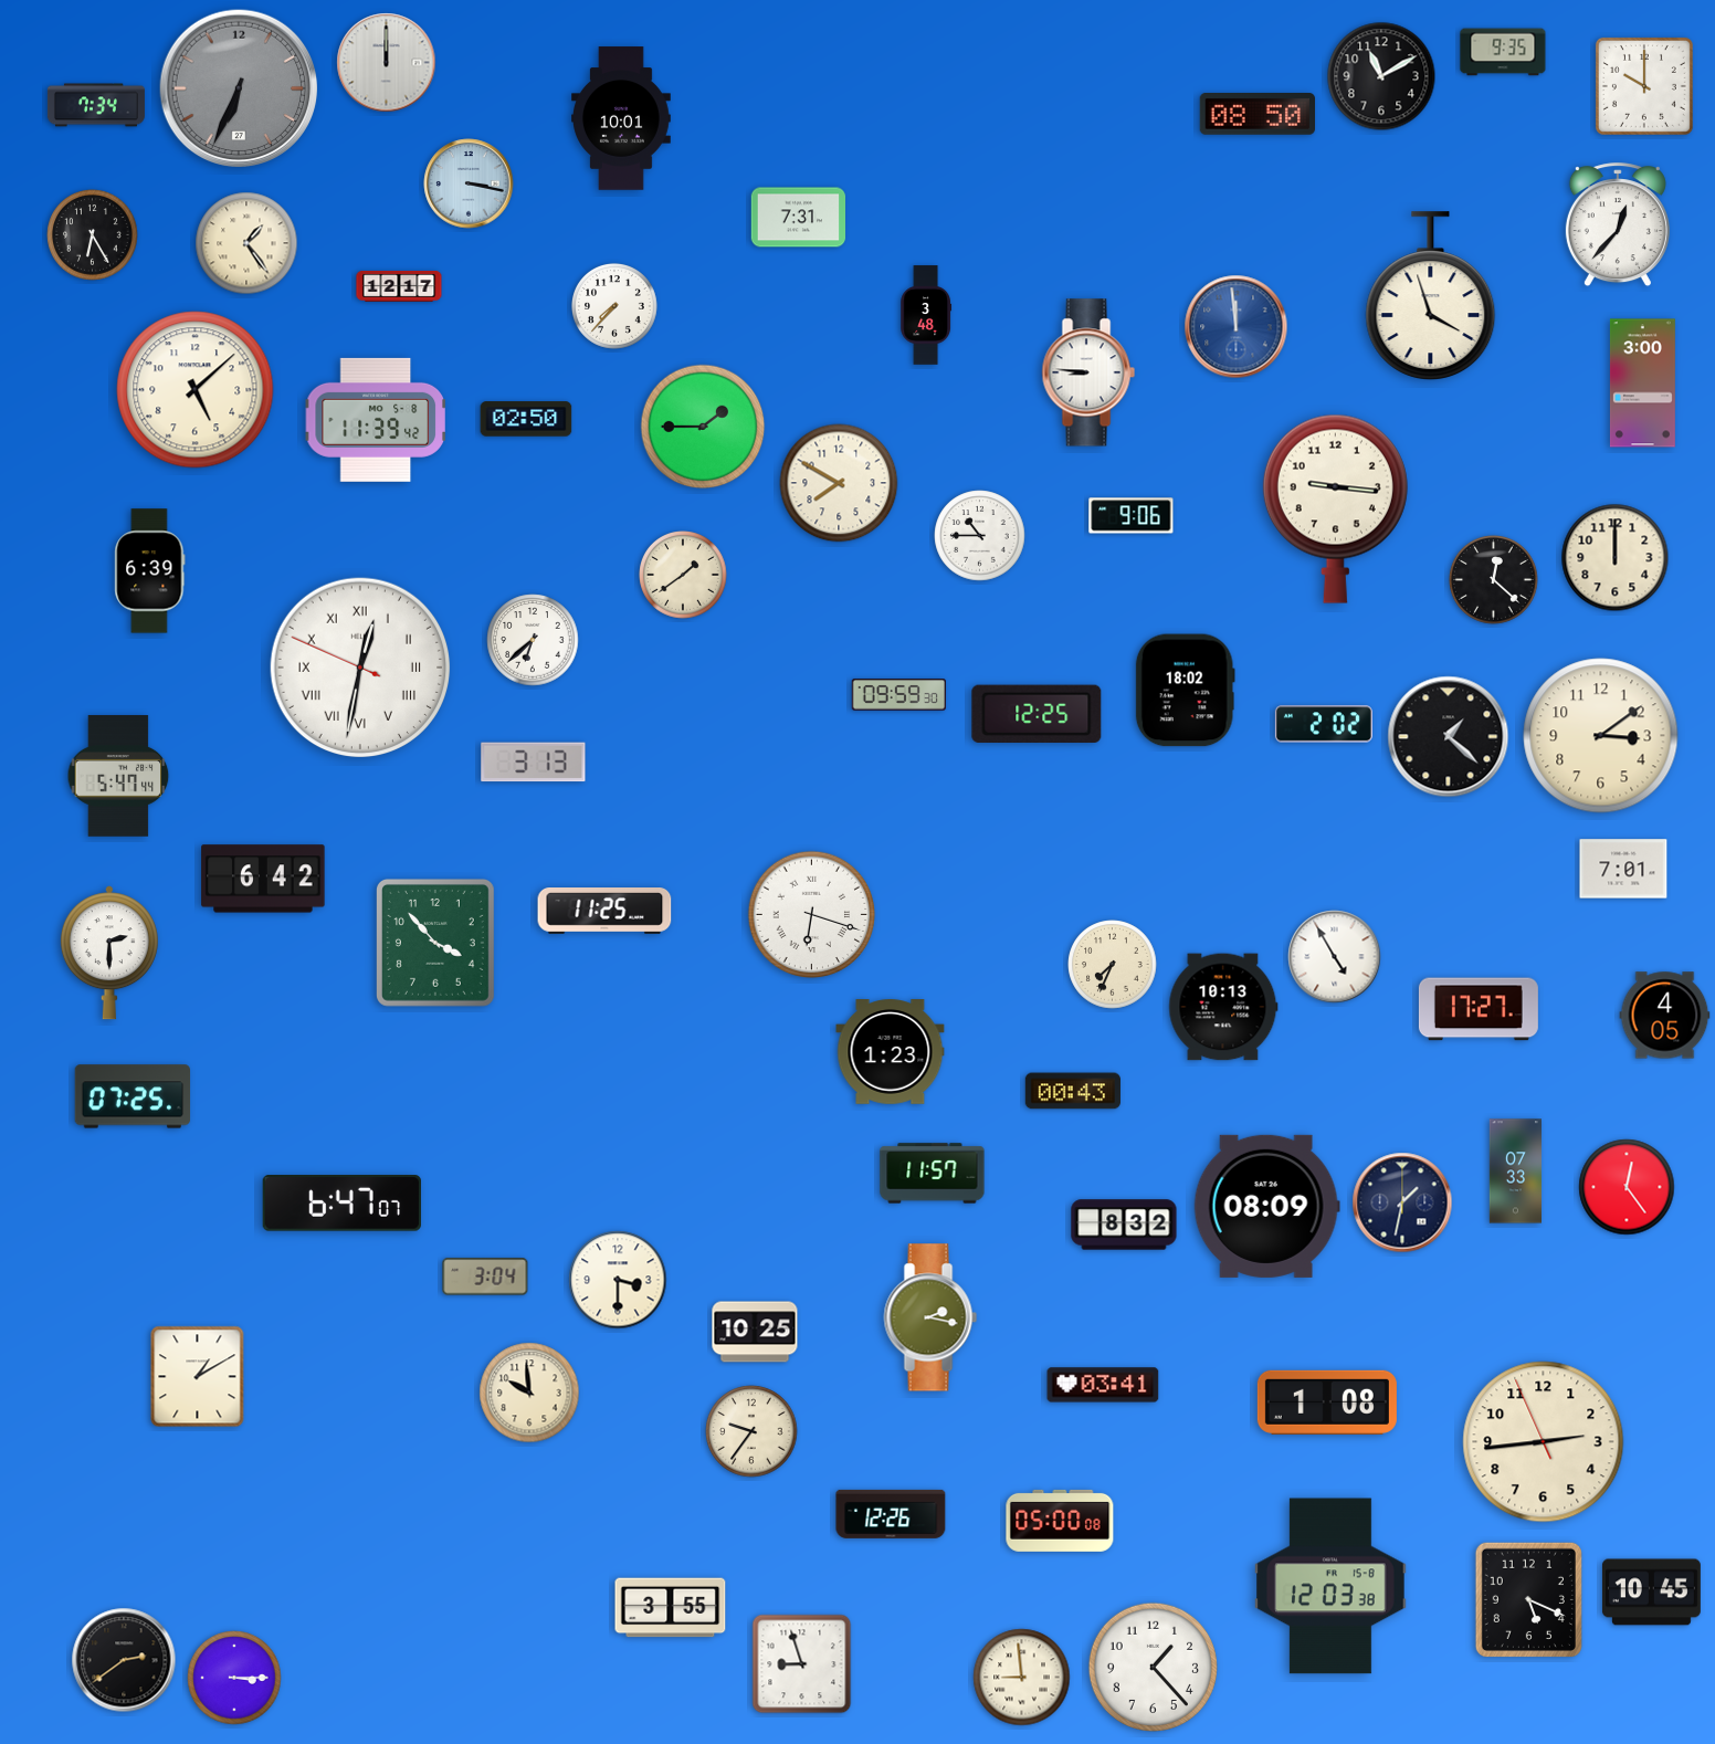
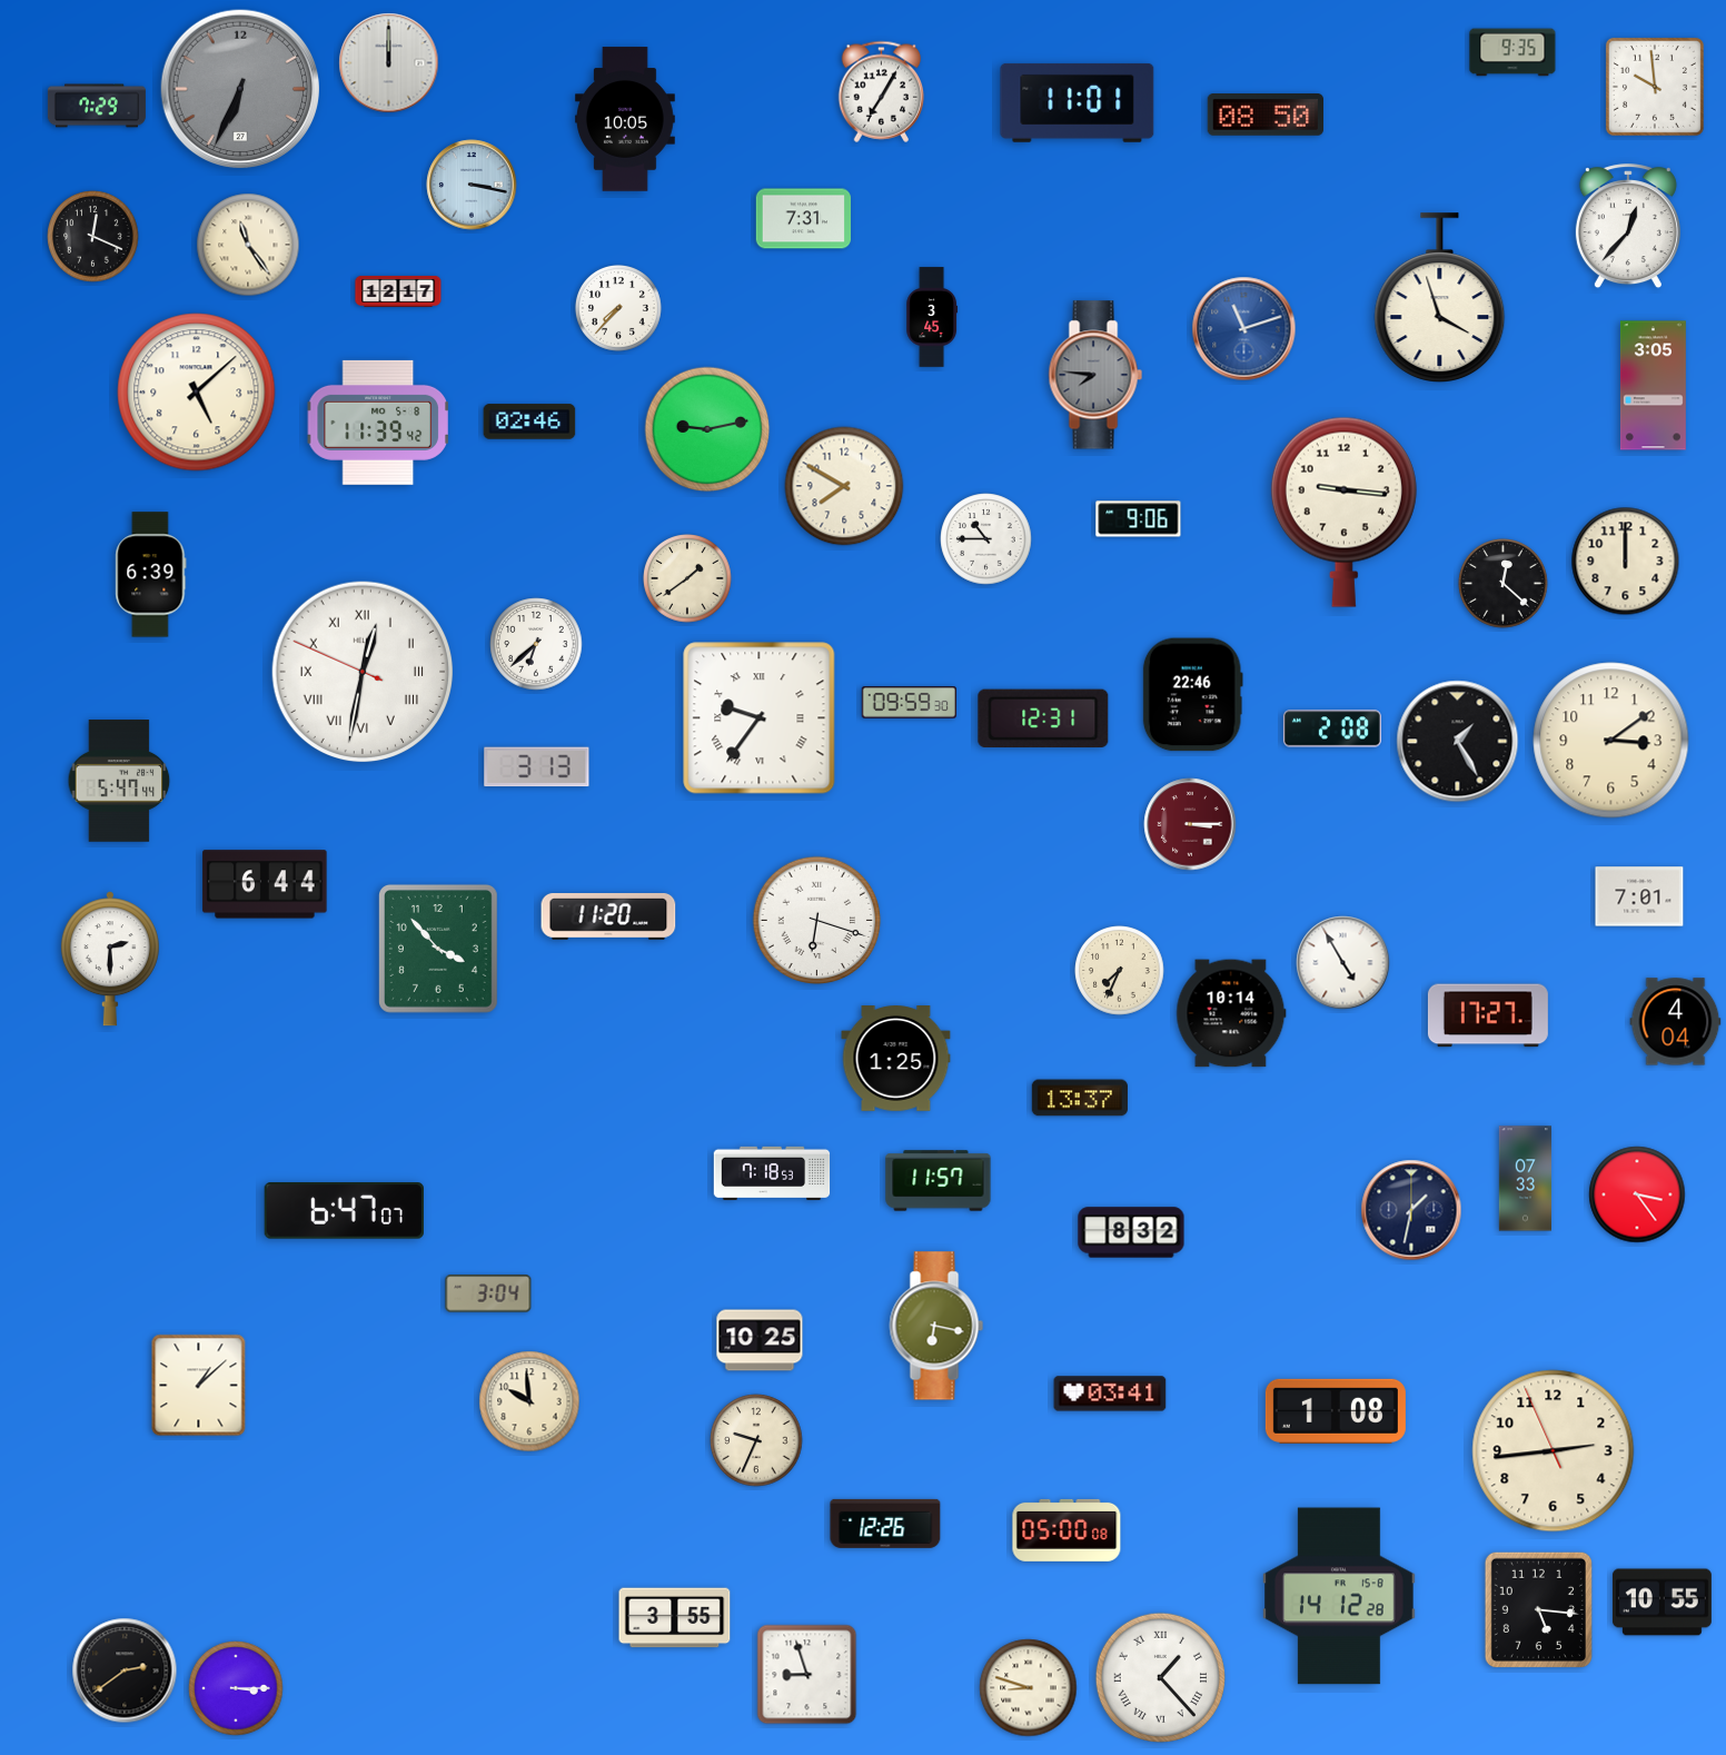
clock at (1381, 76): 11:10 -> none
clock at (1644, 86): 10:00 -> 9:59
clock at (882, 91): none -> 7:05
clock at (1078, 102): none -> 11:01
clock at (96, 105): 7:34 -> 7:29
clock at (622, 118): 10:01 -> 10:05
clock at (93, 235): 6:25 -> 12:19
clock at (246, 243): 1:24 -> 11:24
clock at (399, 286) position: (399, 286) -> (398, 291)
clock at (926, 315): 3:48 -> 3:45
clock at (1237, 327): 11:59 -> 11:12
clock at (1088, 372): 8:46 -> 7:46
clock at (1088, 372) dial: white -> grey
clock at (1642, 384): 3:00 -> 3:05
clock at (526, 419): 02:50 -> 02:46
clock at (703, 427): 1:45 -> 9:13
clock at (1185, 691): 18:02 -> 22:46
clock at (898, 695) position: (898, 695) -> (909, 703)
clock at (1037, 713): 12:25 -> 12:31
clock at (760, 718): none -> 9:36
clock at (1324, 724): 2:02 -> 2:08
clock at (1449, 737): 1:22 -> 1:25
clock at (1190, 824): none -> 3:15
clock at (1623, 869) position: (1623, 869) -> (1639, 896)
clock at (263, 879): 6:42 -> 6:44
clock at (604, 912): 11:25 -> 11:20
clock at (1223, 1007): 10:13 -> 10:14
clock at (1665, 1016): 4:05 -> 4:04
clock at (891, 1052): 1:23 -> 1:25
clock at (1073, 1091): 00:43 -> 13:37
clock at (131, 1096): 07:25 -> none
clock at (772, 1172): none -> 7:18
clock at (1627, 1187): 12:24 -> 3:24
clock at (1266, 1206): 08:09 -> none
clock at (485, 1277) position: (485, 1277) -> (488, 1293)
clock at (618, 1280): 3:30 -> none
clock at (930, 1317): 2:17 -> 6:17
clock at (198, 1377): 1:10 -> 1:08
clock at (529, 1393) position: (529, 1393) -> (529, 1401)
clock at (751, 1431): 9:36 -> 9:34
clock at (891, 1514) position: (891, 1514) -> (885, 1524)
clock at (1330, 1586): 12:03 -> 14:12
clock at (1651, 1593): 10:45 -> 10:55
clock at (1528, 1599): 5:19 -> 5:16
clock at (1154, 1668) numerals: Arabic -> Roman
clock at (1022, 1678): 8:59 -> 8:48
